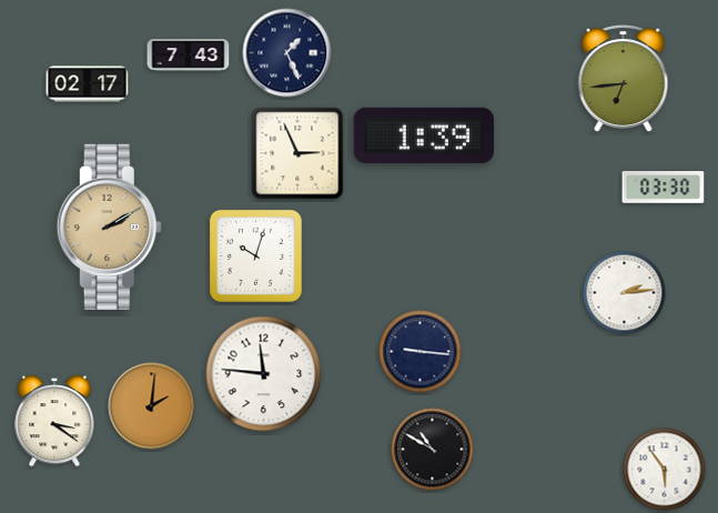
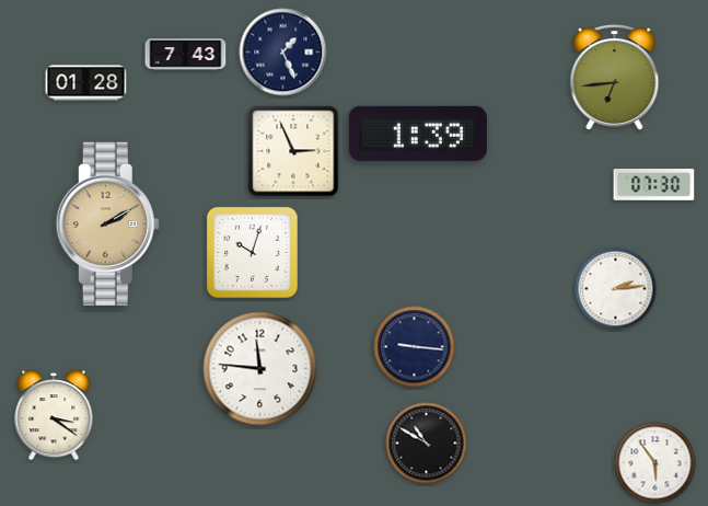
clock at (88, 84): 02:17 -> 01:28
clock at (664, 188): 03:30 -> 07:30
clock at (152, 406): 2:01 -> none
